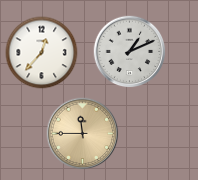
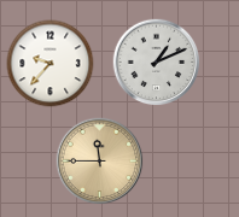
clock at (42, 53): 12:37 -> 9:37
